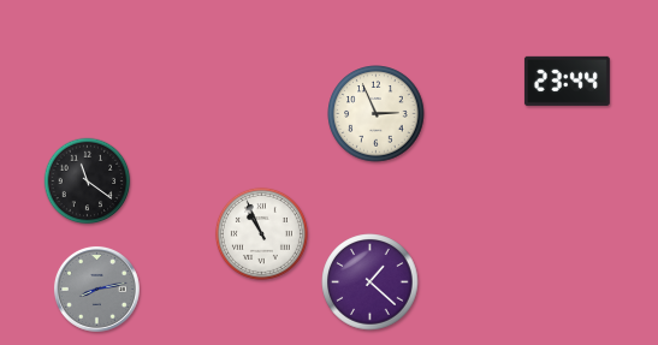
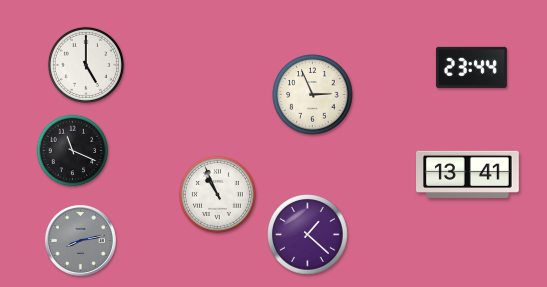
clock at (86, 65): none -> 5:00
clock at (88, 182): 11:21 -> 11:19
clock at (468, 174): none -> 13:41
